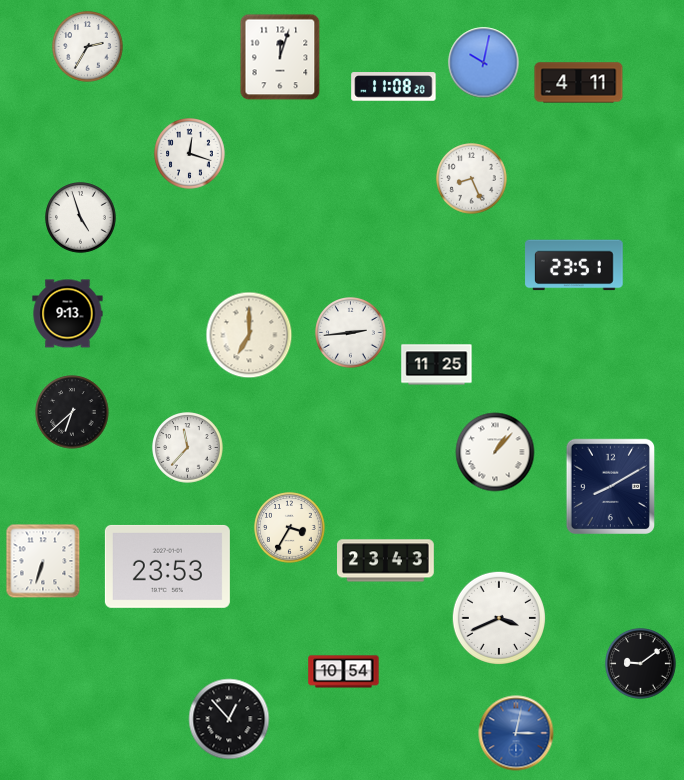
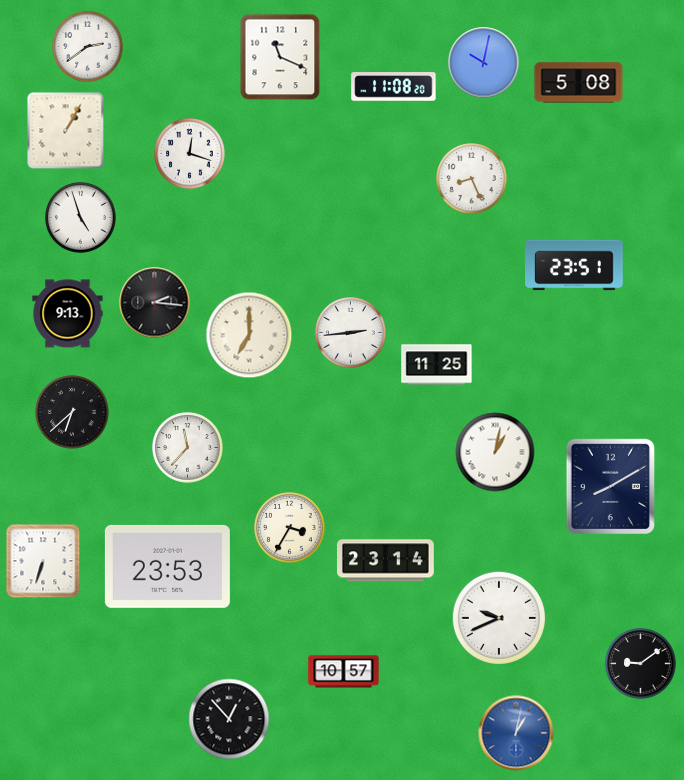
clock at (88, 47): 2:35 -> 2:39
clock at (280, 57): 12:03 -> 11:19
clock at (579, 83): 4:11 -> 5:08
clock at (66, 131): none -> 1:05
clock at (155, 303): none -> 2:16
clock at (495, 452): 1:07 -> 1:02
clock at (386, 561): 23:43 -> 23:14
clock at (498, 617): 3:41 -> 9:41
clock at (344, 672): 10:54 -> 10:57
clock at (516, 733): 3:02 -> 1:02
